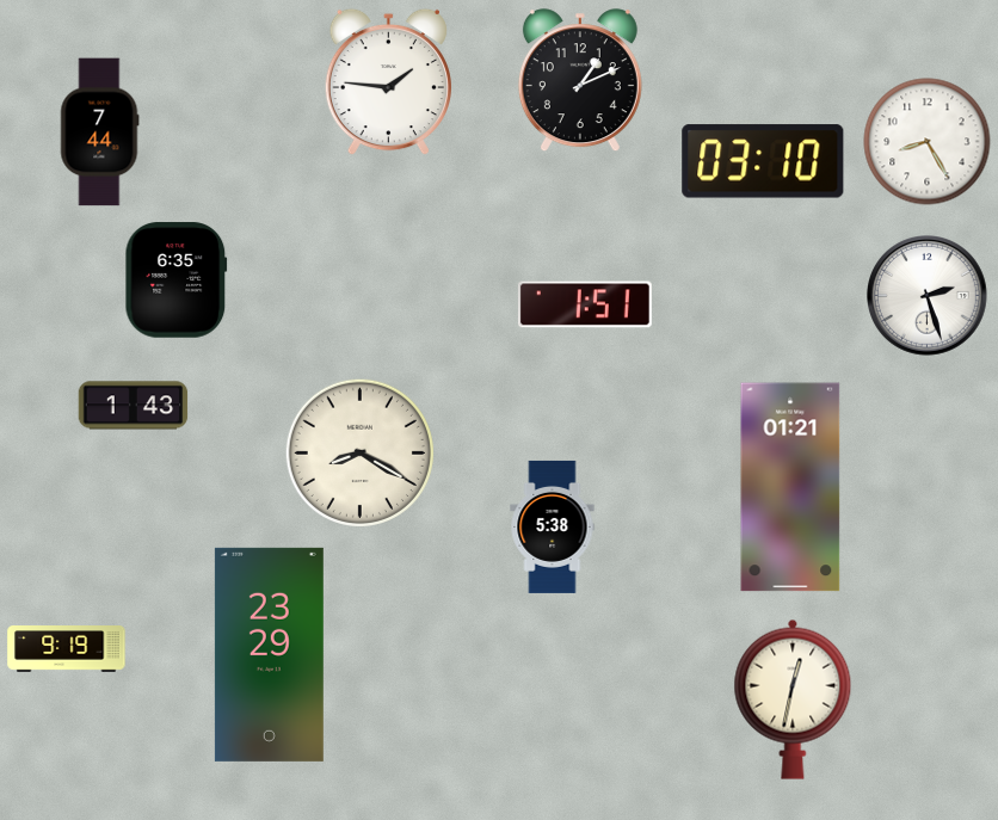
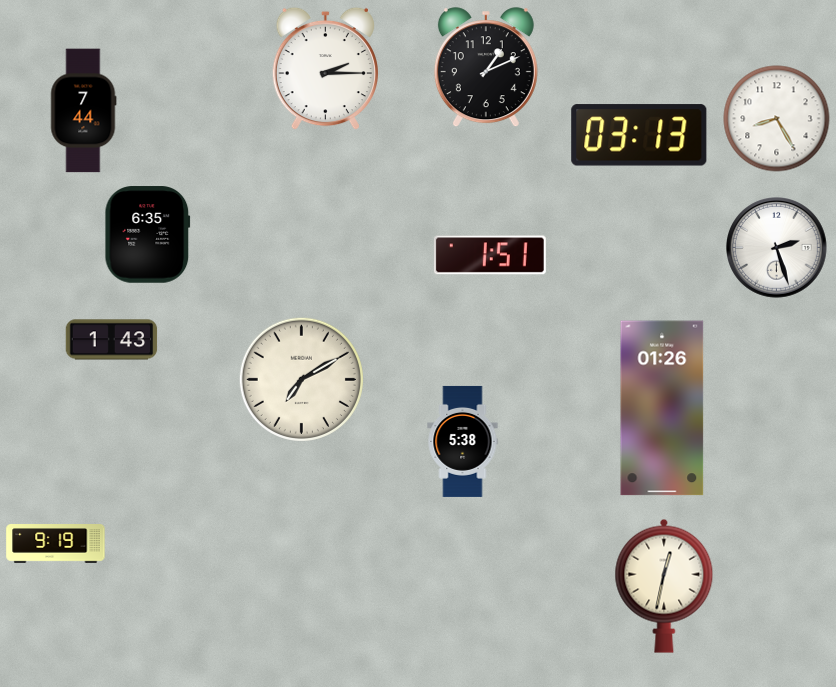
clock at (388, 82): 1:46 -> 2:15
clock at (763, 161): 03:10 -> 03:13
clock at (359, 452): 8:20 -> 7:10
clock at (790, 487): 01:21 -> 01:26
clock at (269, 654): 23:29 -> none
